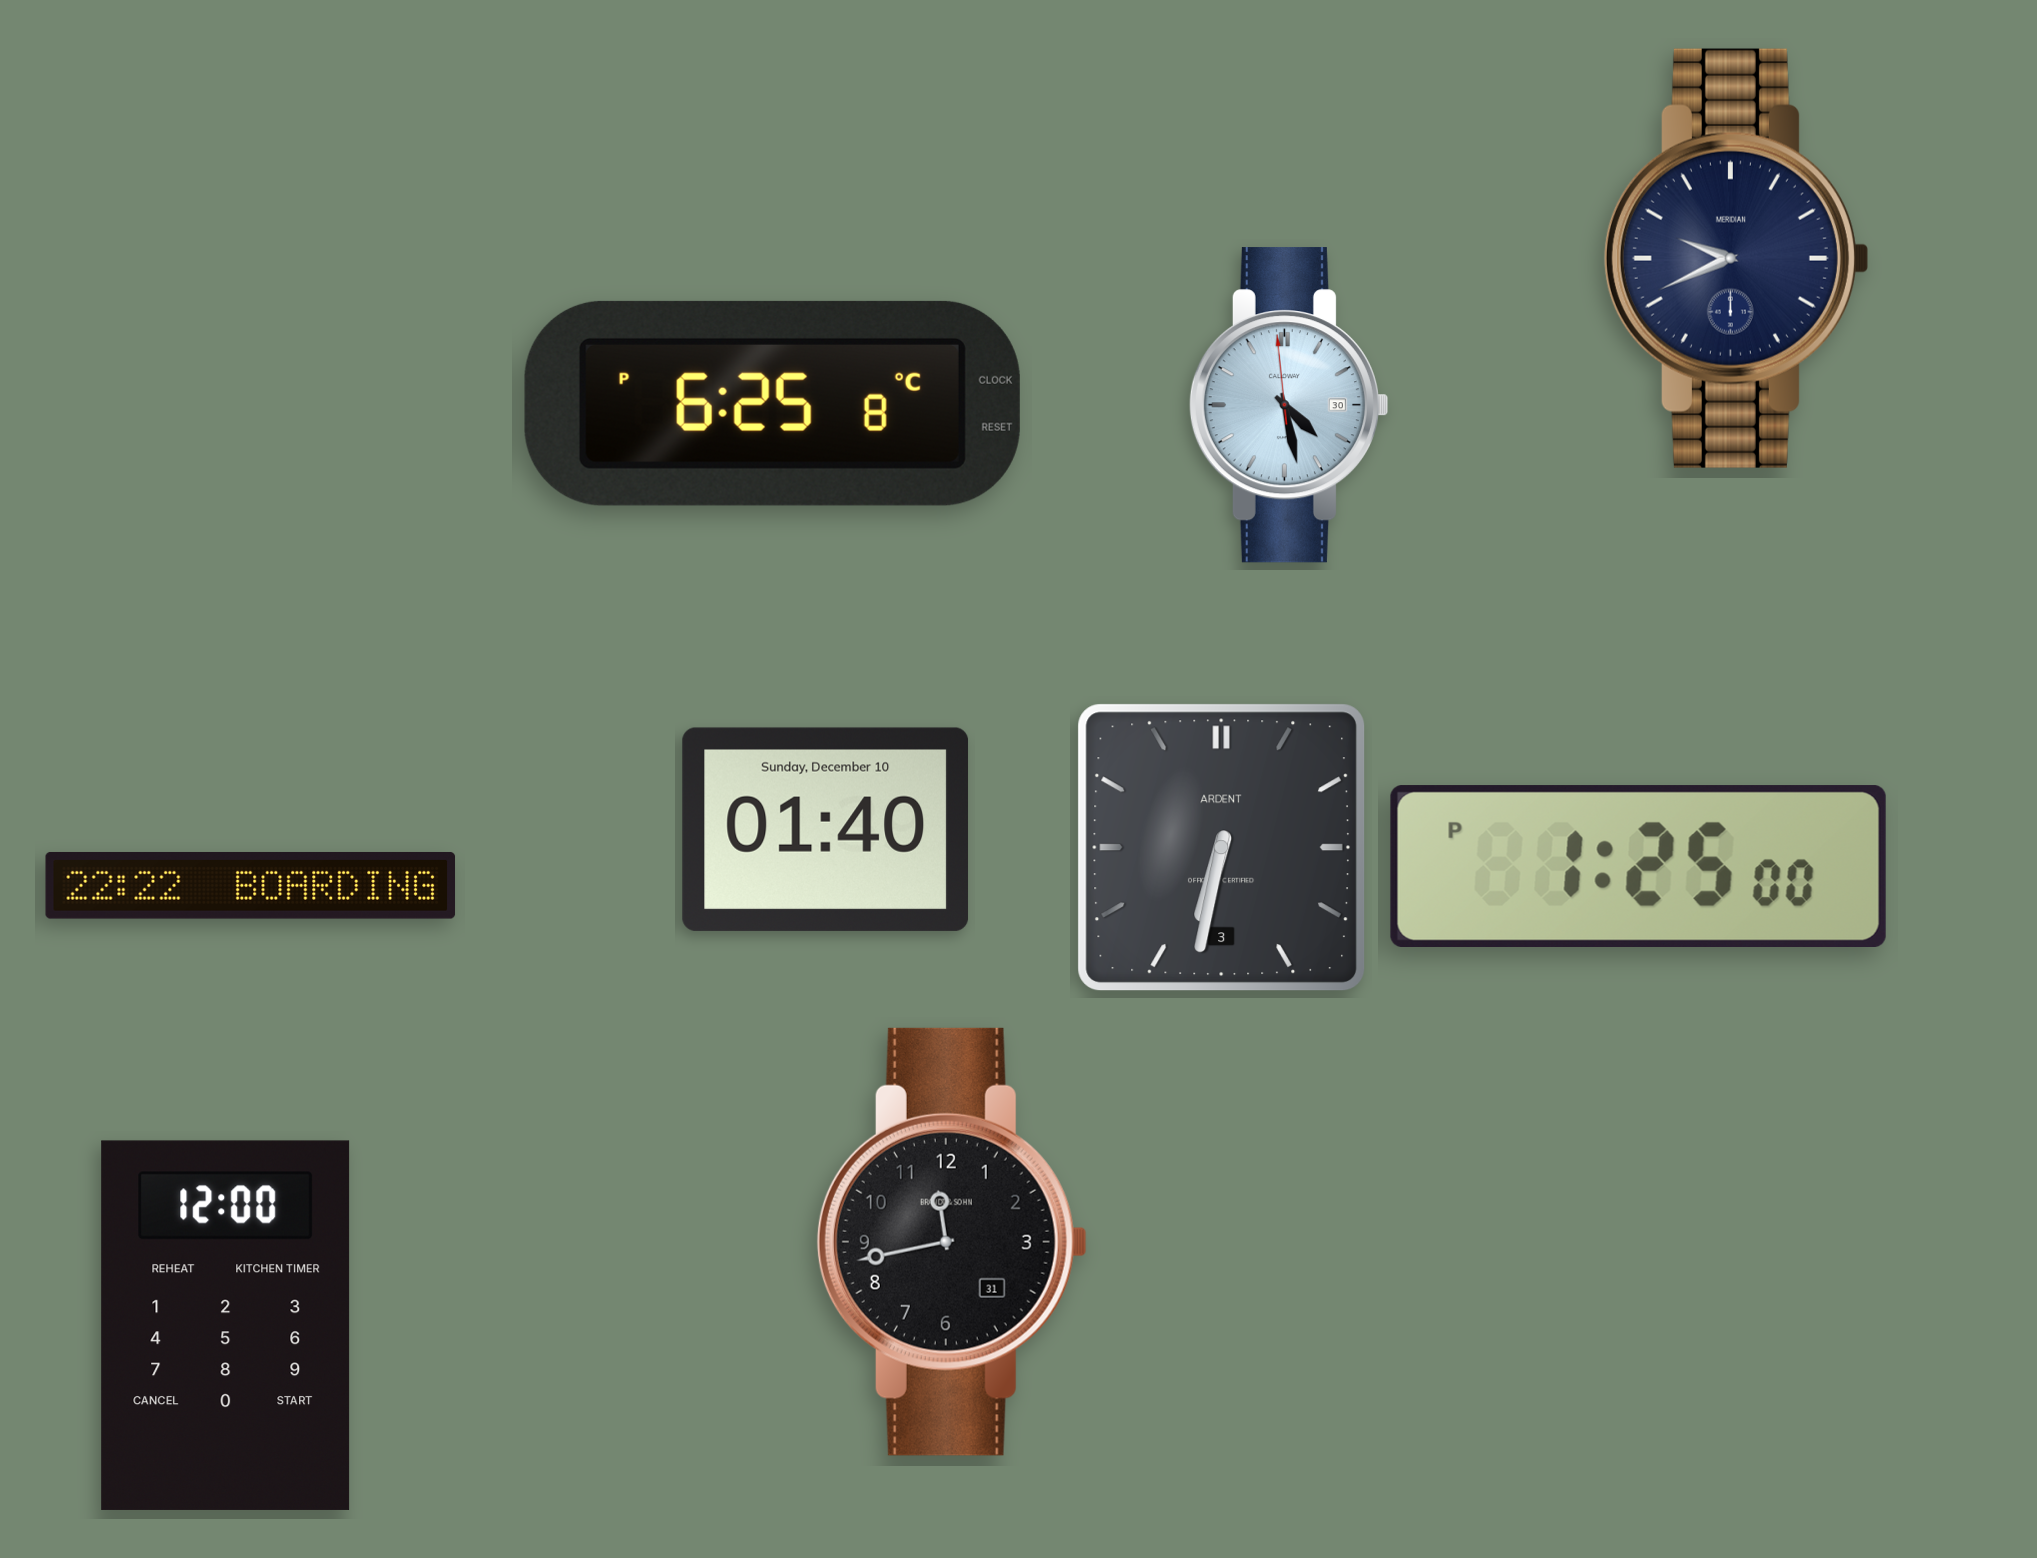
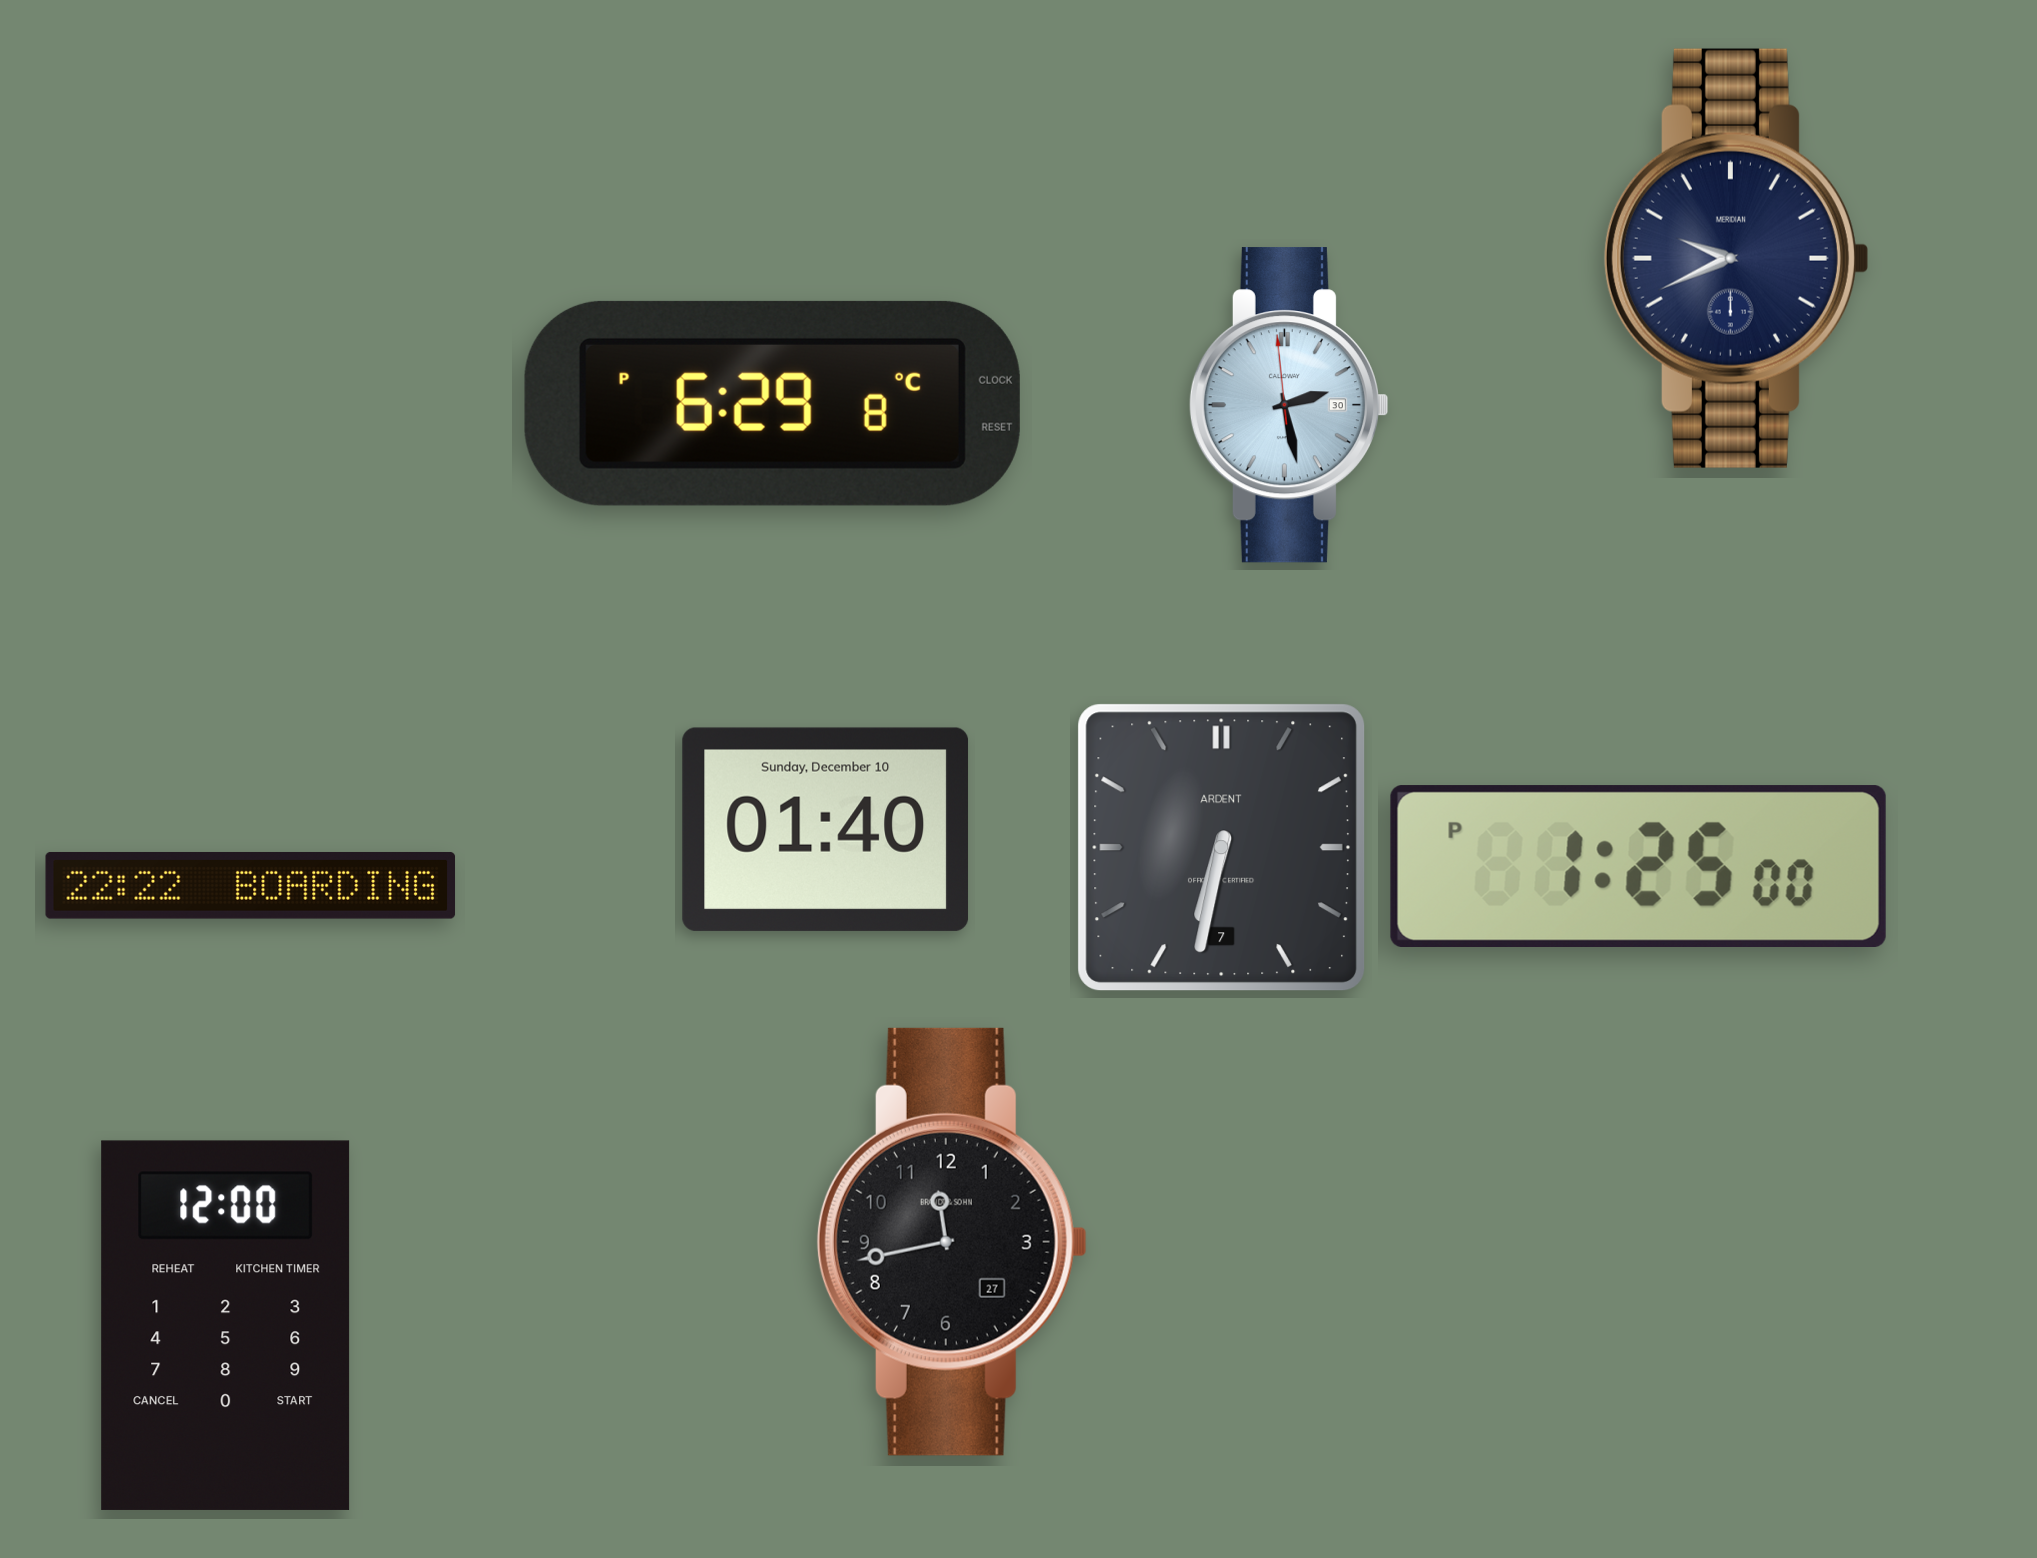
clock at (772, 403): 6:25 -> 6:29
clock at (1288, 405): 4:27 -> 2:27
clock at (1222, 848) date: 3 -> 7
clock at (952, 1242) date: 31 -> 27
